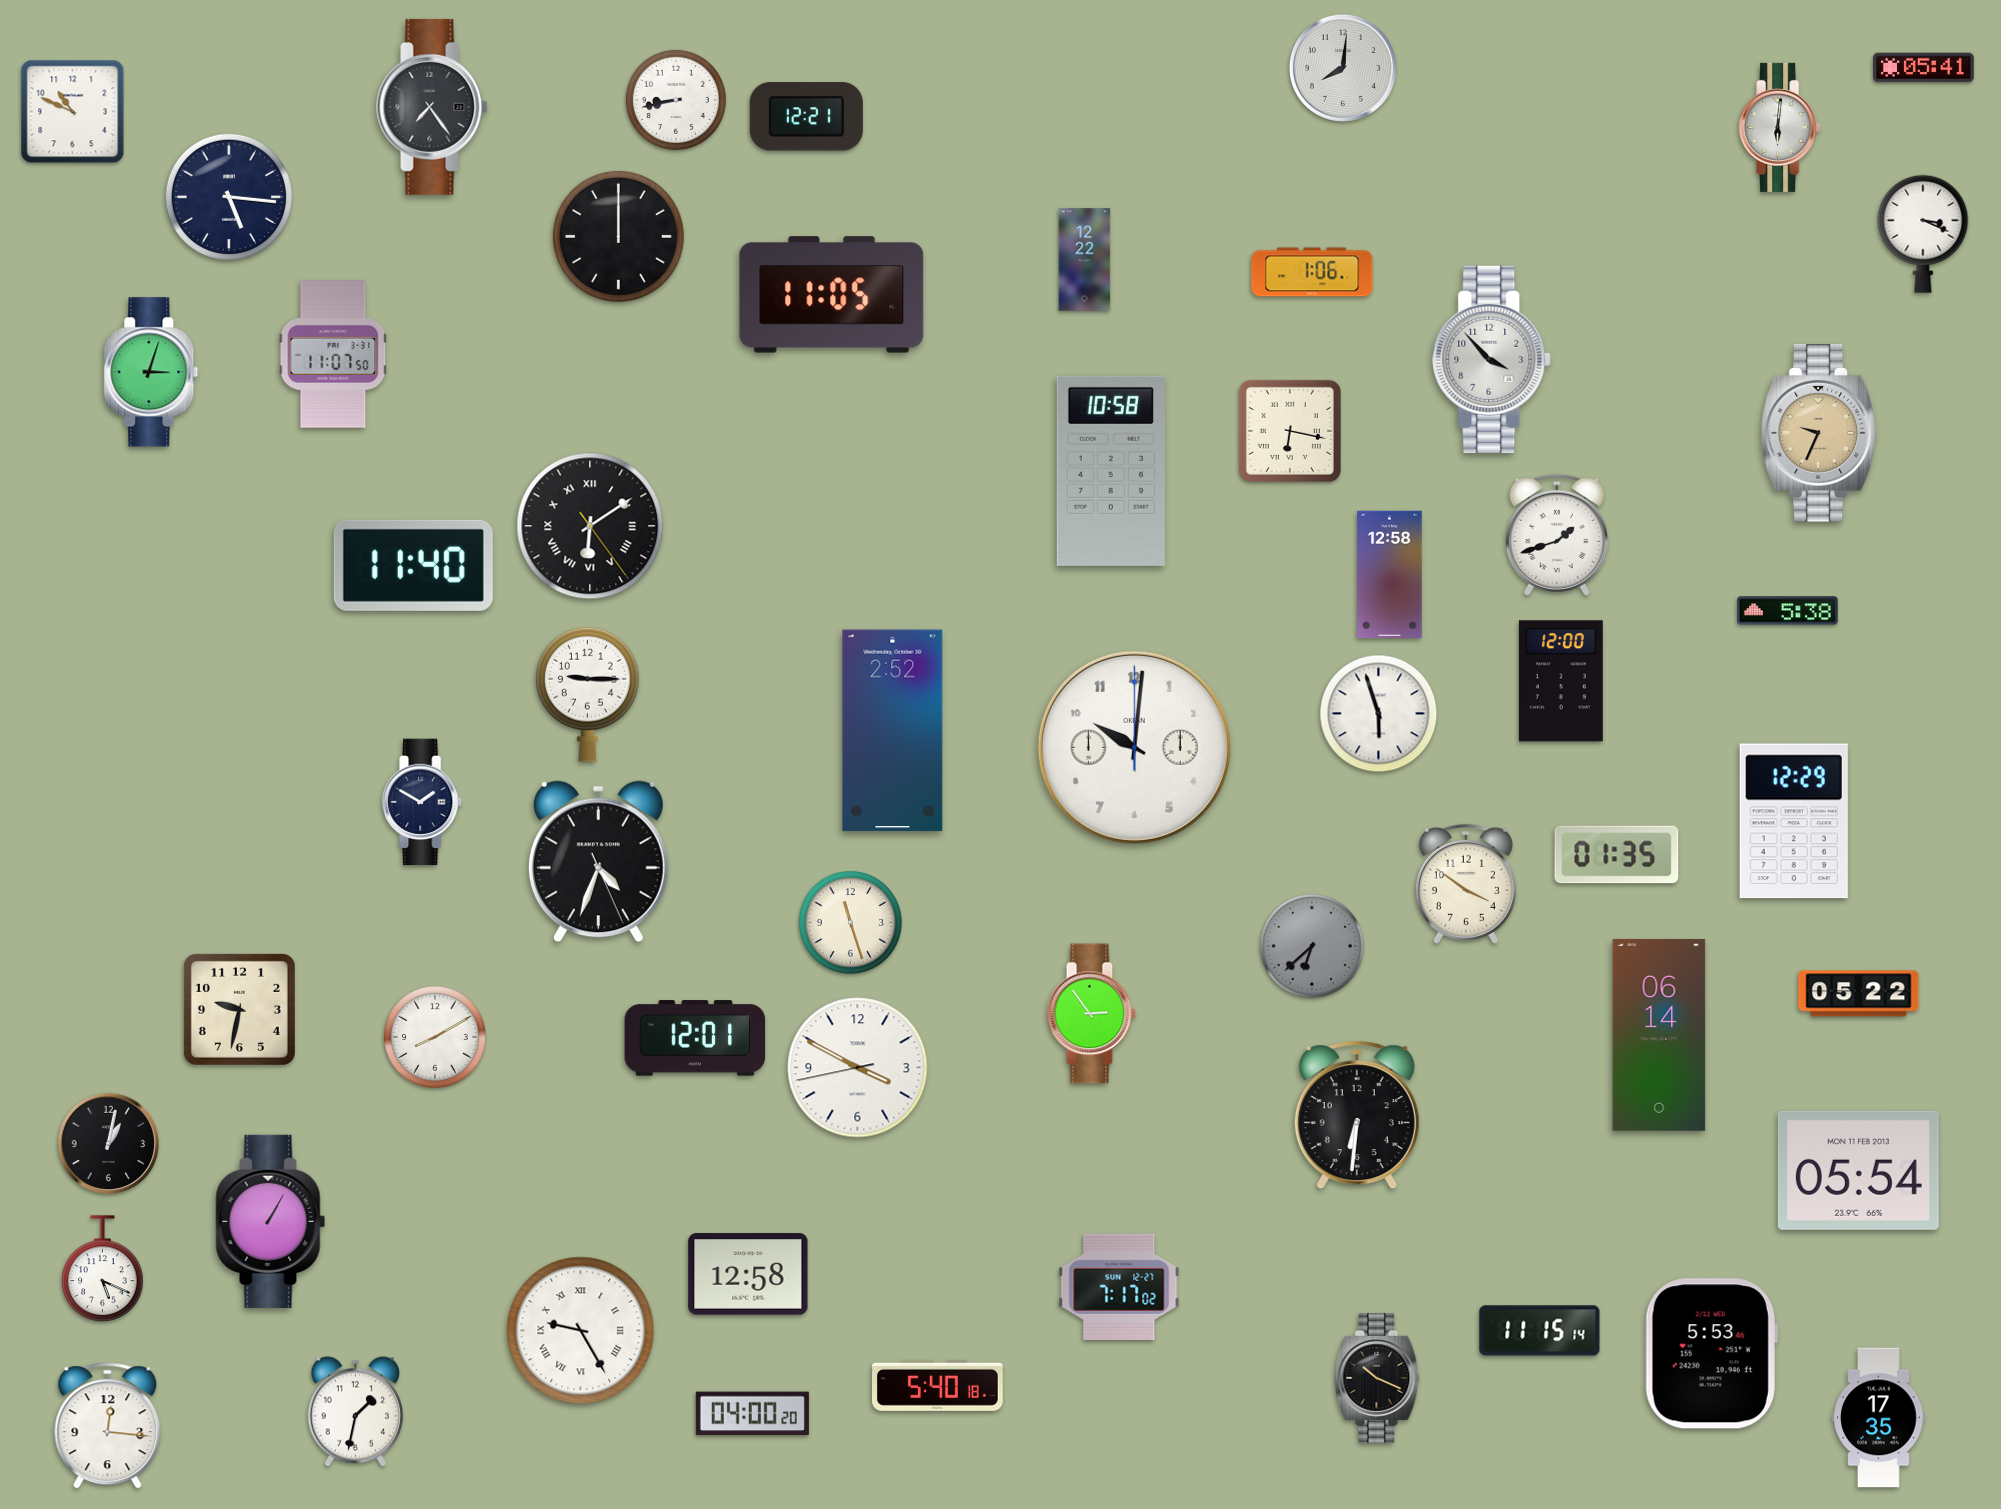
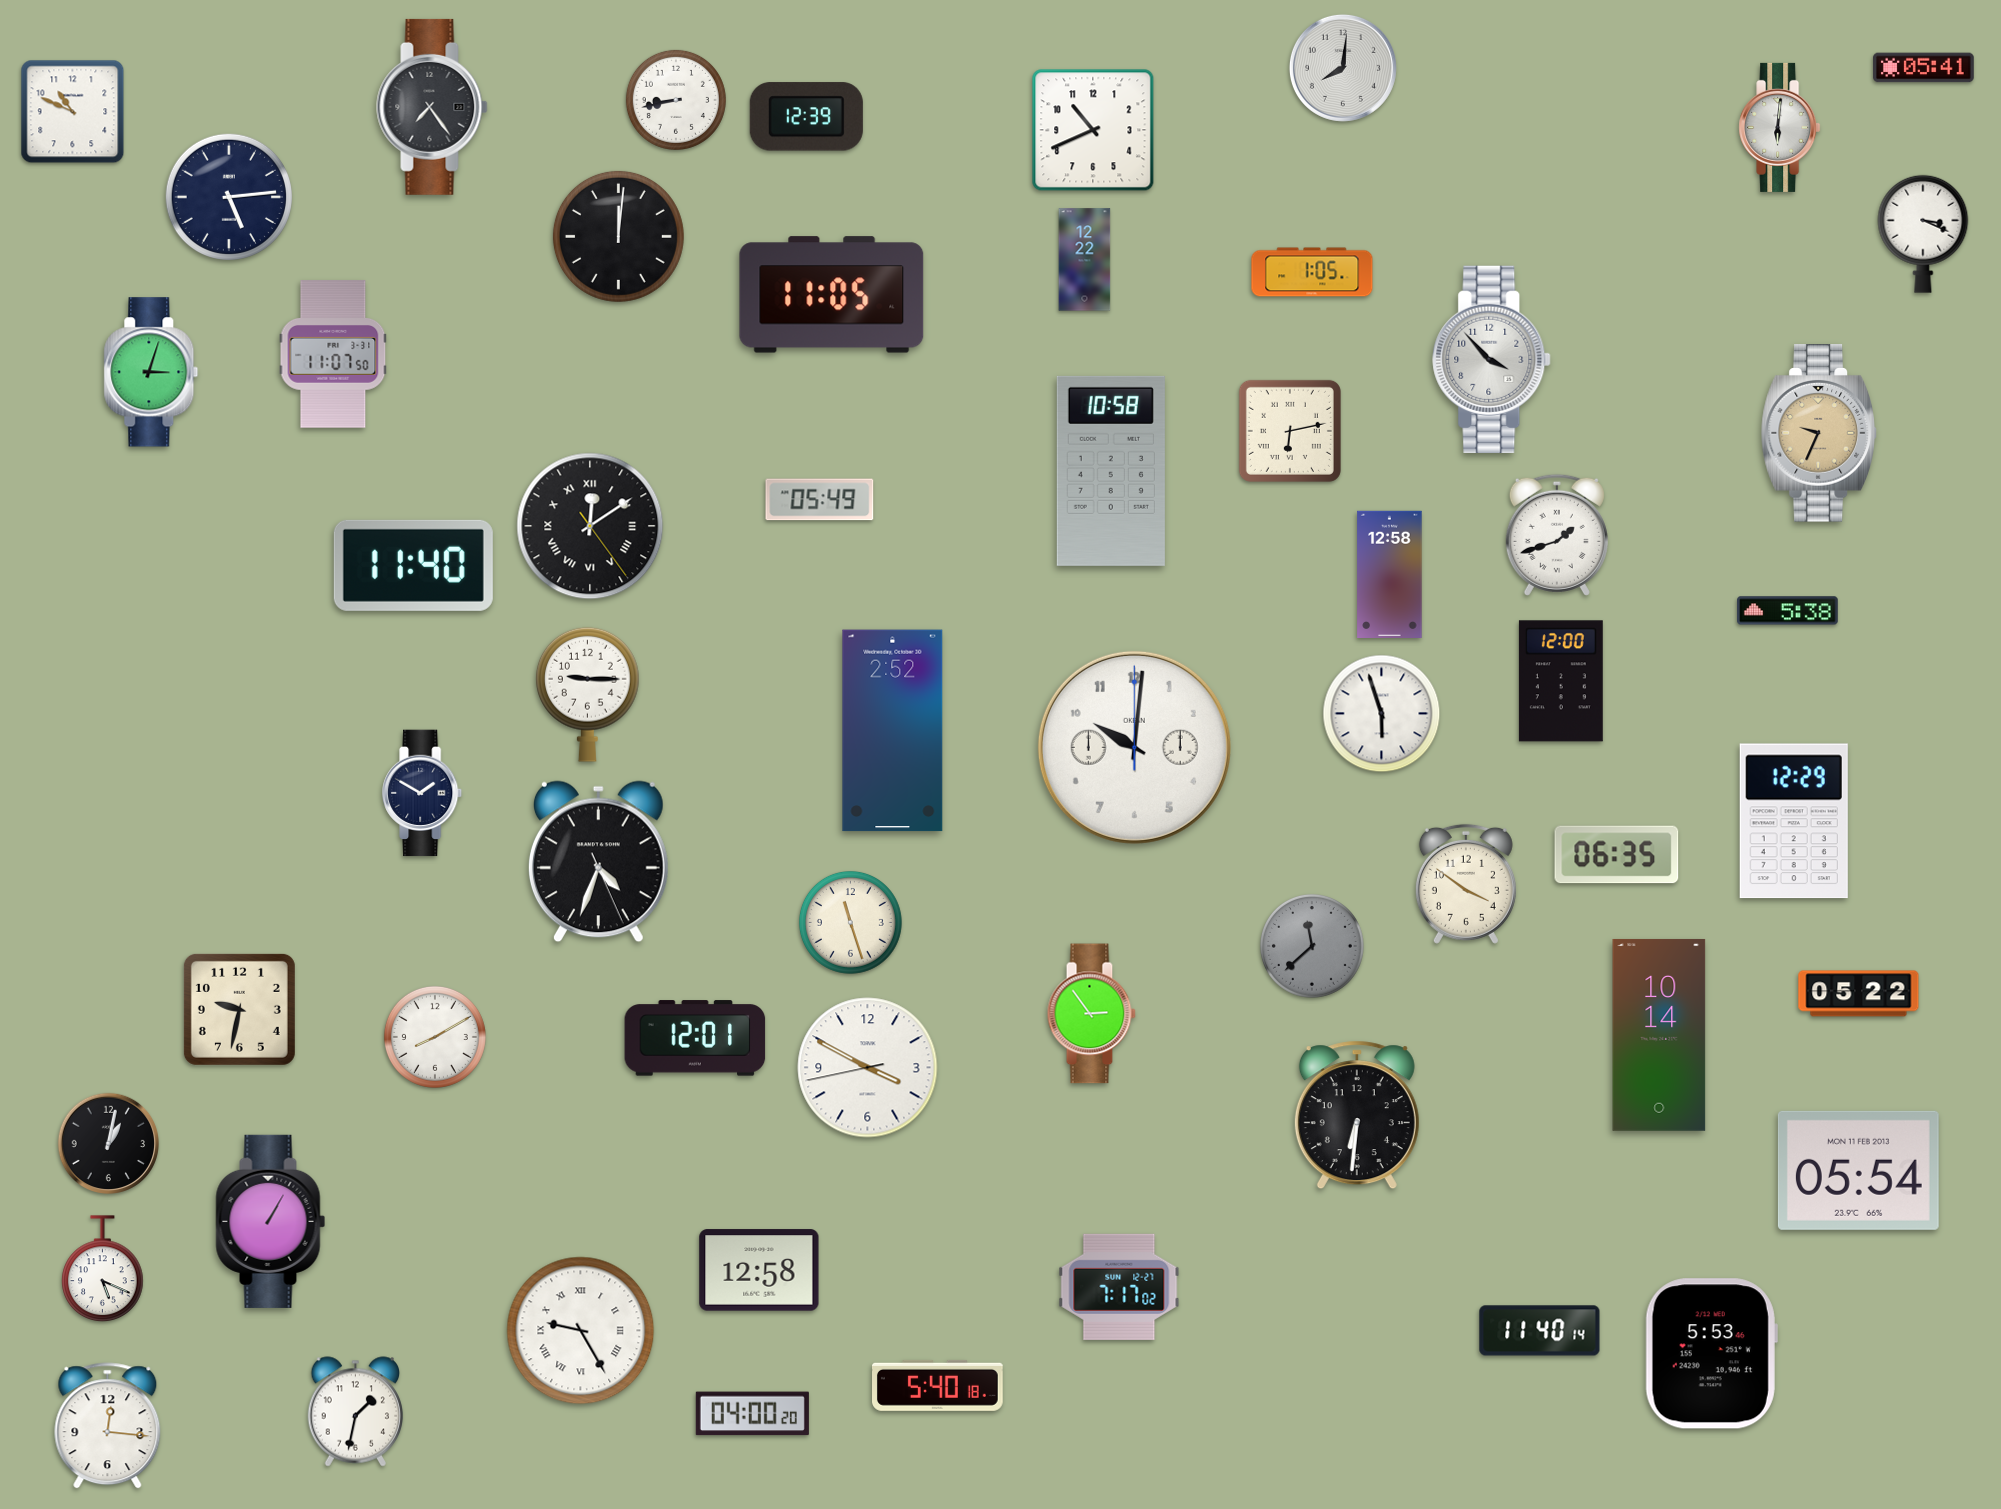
clock at (806, 117): 12:21 -> 12:39
clock at (1093, 130): none -> 10:41
clock at (229, 197): 5:16 -> 5:14
clock at (618, 236): 12:00 -> 12:01
clock at (1312, 272): 1:06 -> 1:05
clock at (1290, 431): 6:17 -> 6:13
clock at (820, 500): none -> 05:49
clock at (590, 526): 6:09 -> 12:09
clock at (1379, 714) position: (1379, 714) -> (1382, 714)
clock at (423, 802) position: (423, 802) -> (423, 793)
clock at (1617, 855): 01:35 -> 06:35
clock at (1312, 946): 6:38 -> 11:38
clock at (1659, 1035): 06:14 -> 10:14
clock at (858, 1068) position: (858, 1068) -> (868, 1068)
clock at (748, 1274) position: (748, 1274) -> (759, 1270)
clock at (1540, 1331): 11:15 -> 11:40
clock at (1377, 1378): 10:19 -> none
clock at (1879, 1418): 17:35 -> none
